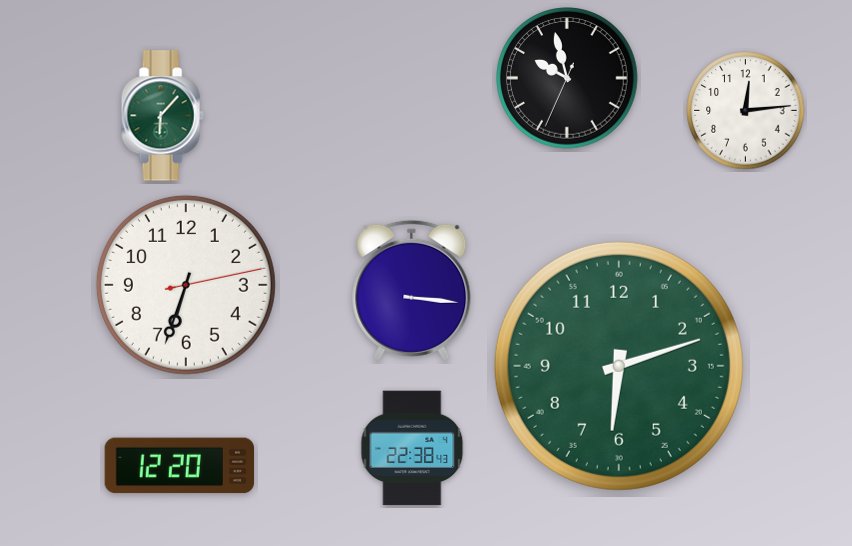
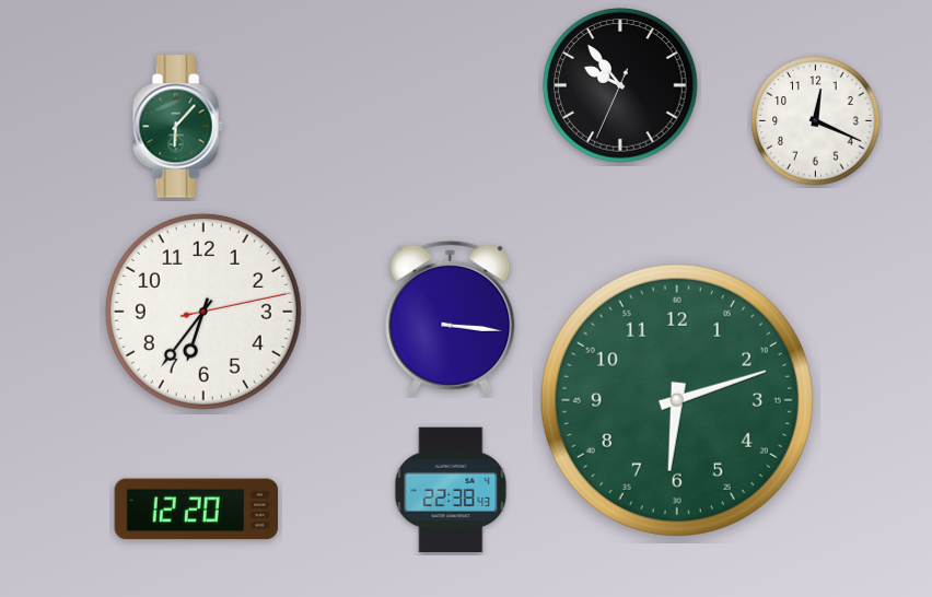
clock at (567, 78): 9:57 -> 9:53
clock at (746, 111): 12:14 -> 12:19
clock at (186, 285): 6:33 -> 6:36
